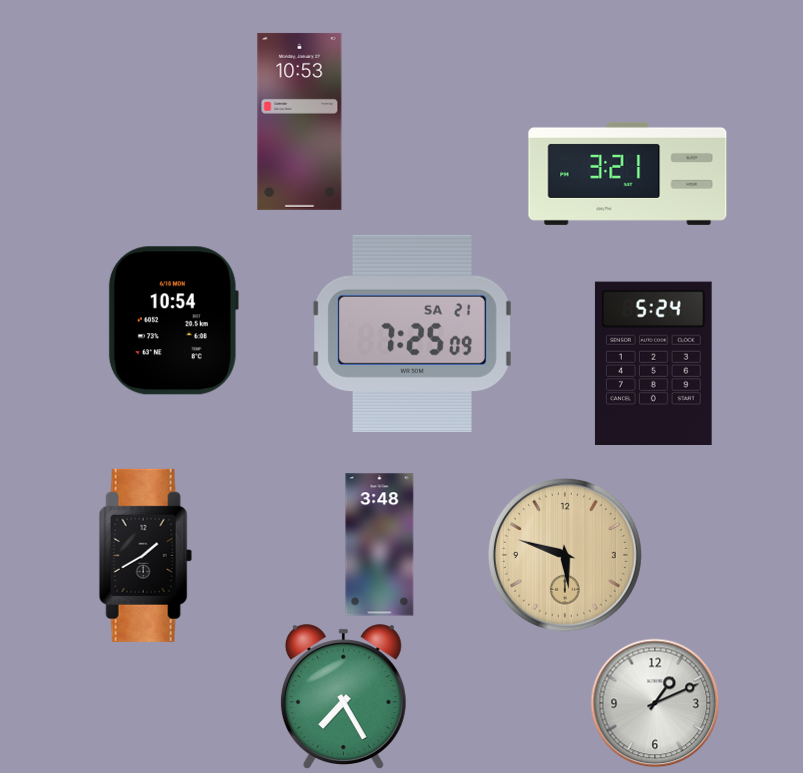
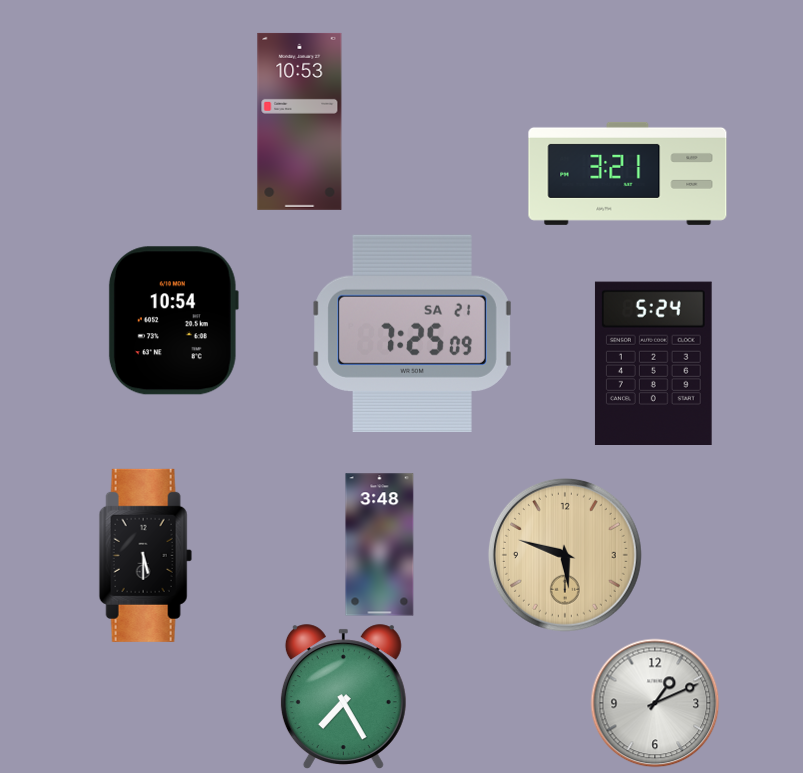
clock at (145, 555): 1:40 -> 5:30
